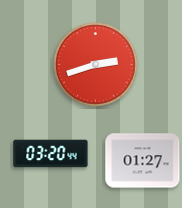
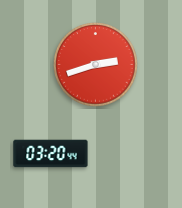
clock at (143, 161): 01:27 -> none
